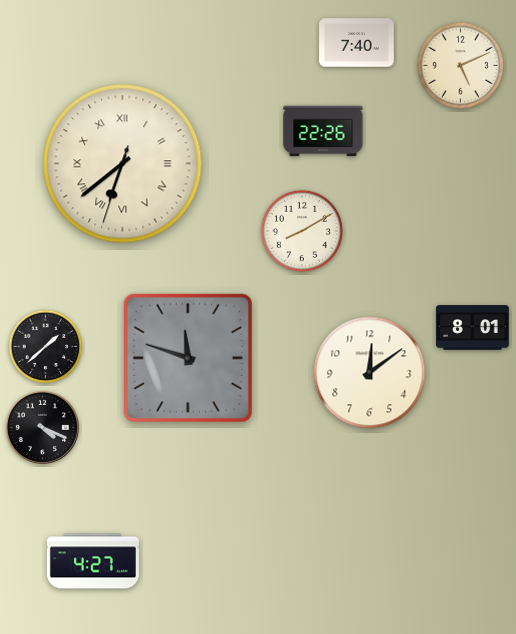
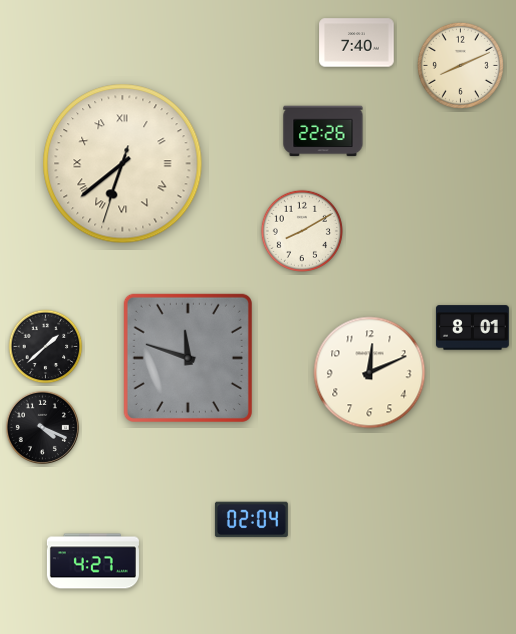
clock at (460, 65): 5:11 -> 8:11
clock at (370, 373): 12:09 -> 12:11
clock at (251, 520): none -> 02:04
